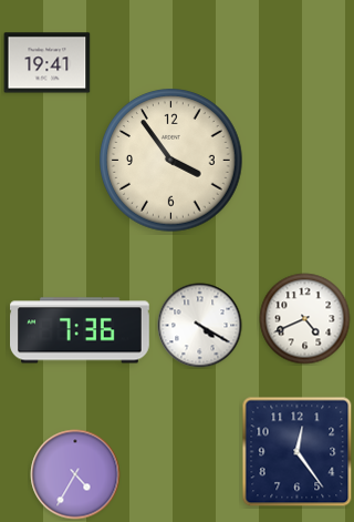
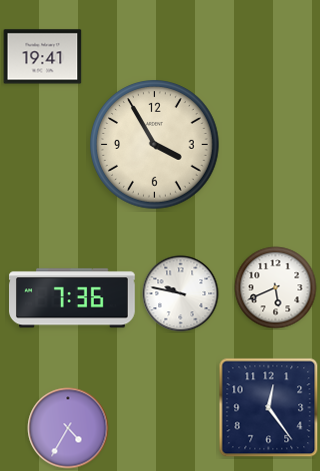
clock at (171, 161): 3:54 -> 3:55
clock at (305, 319): 4:41 -> 5:41
clock at (200, 326): 4:20 -> 9:47
